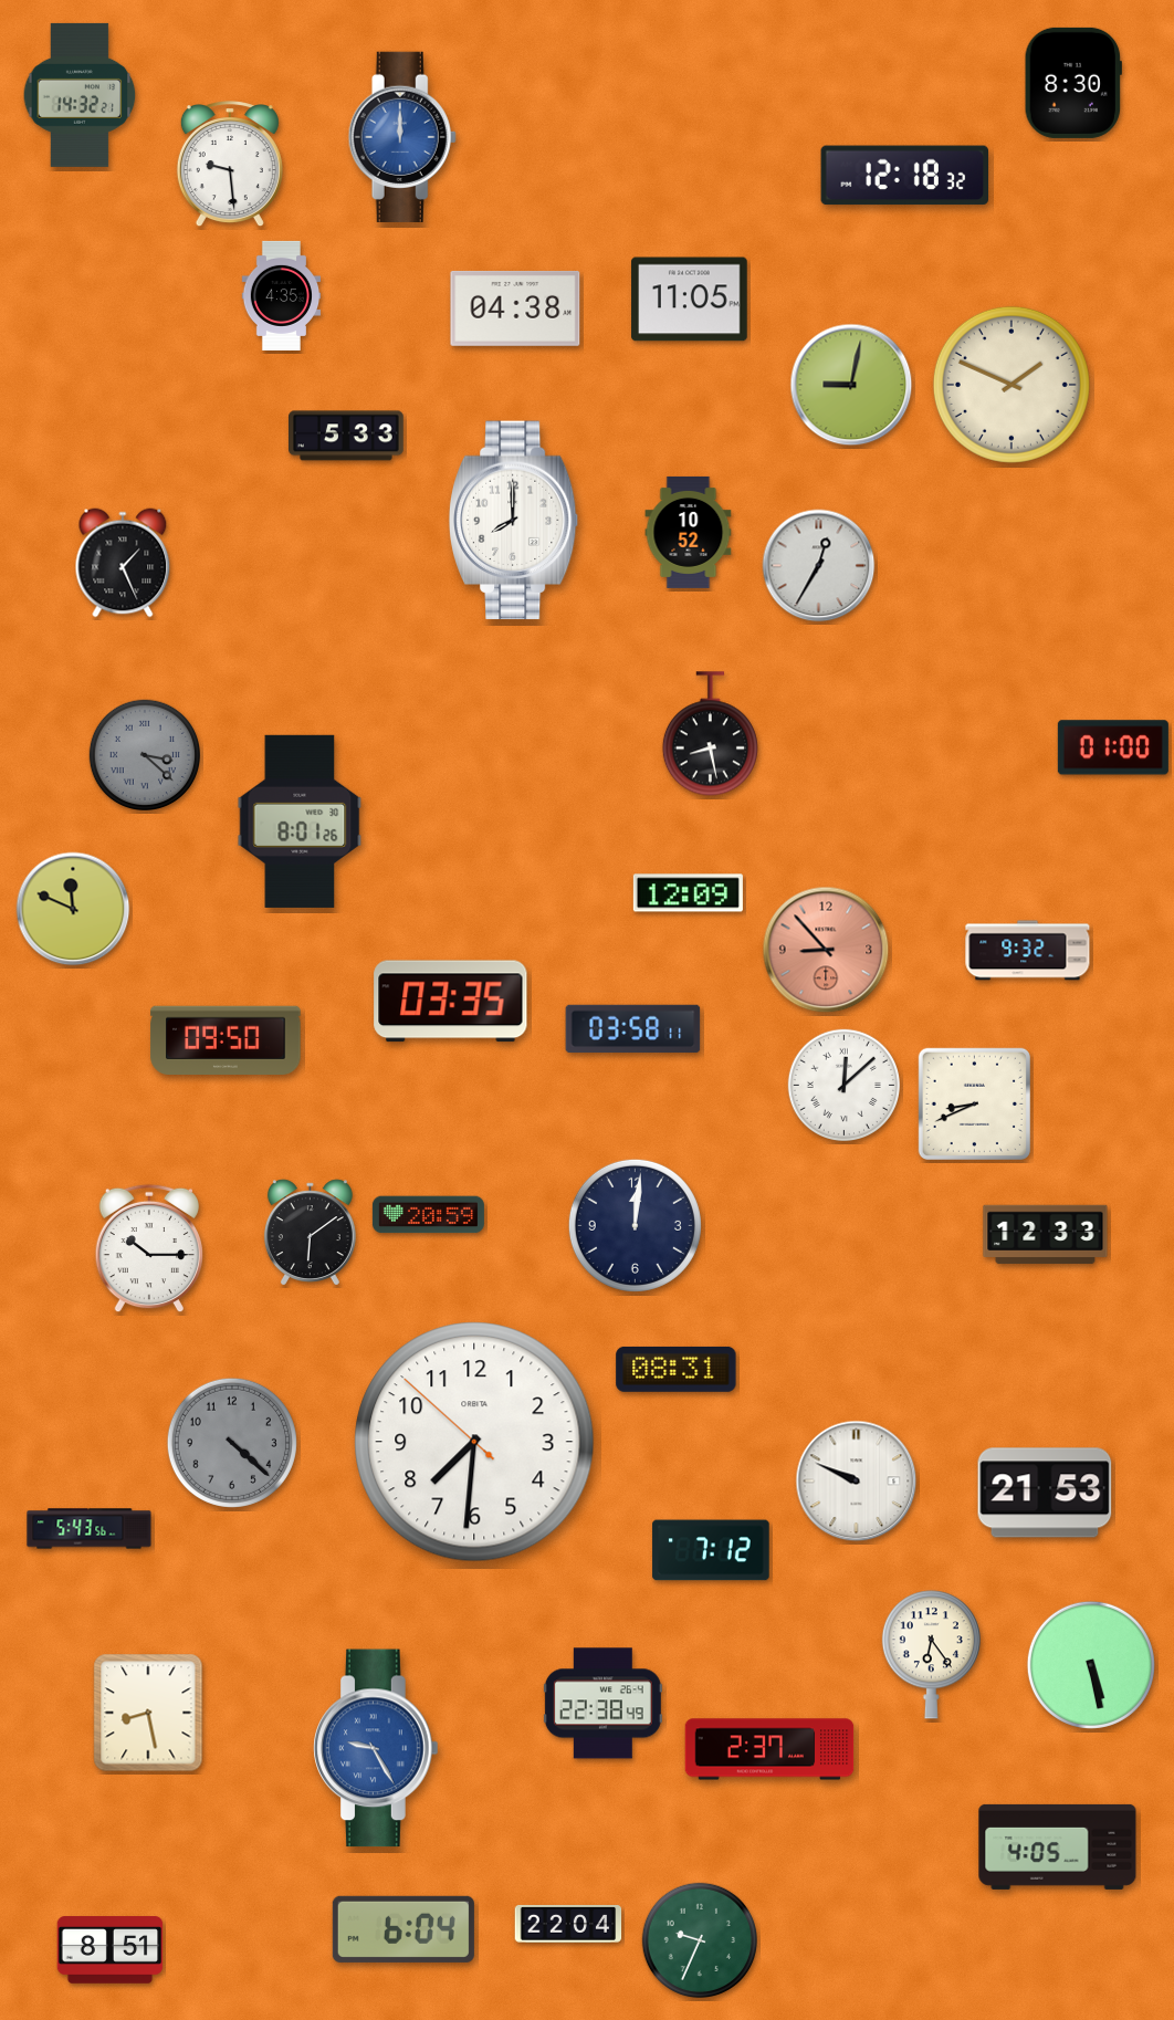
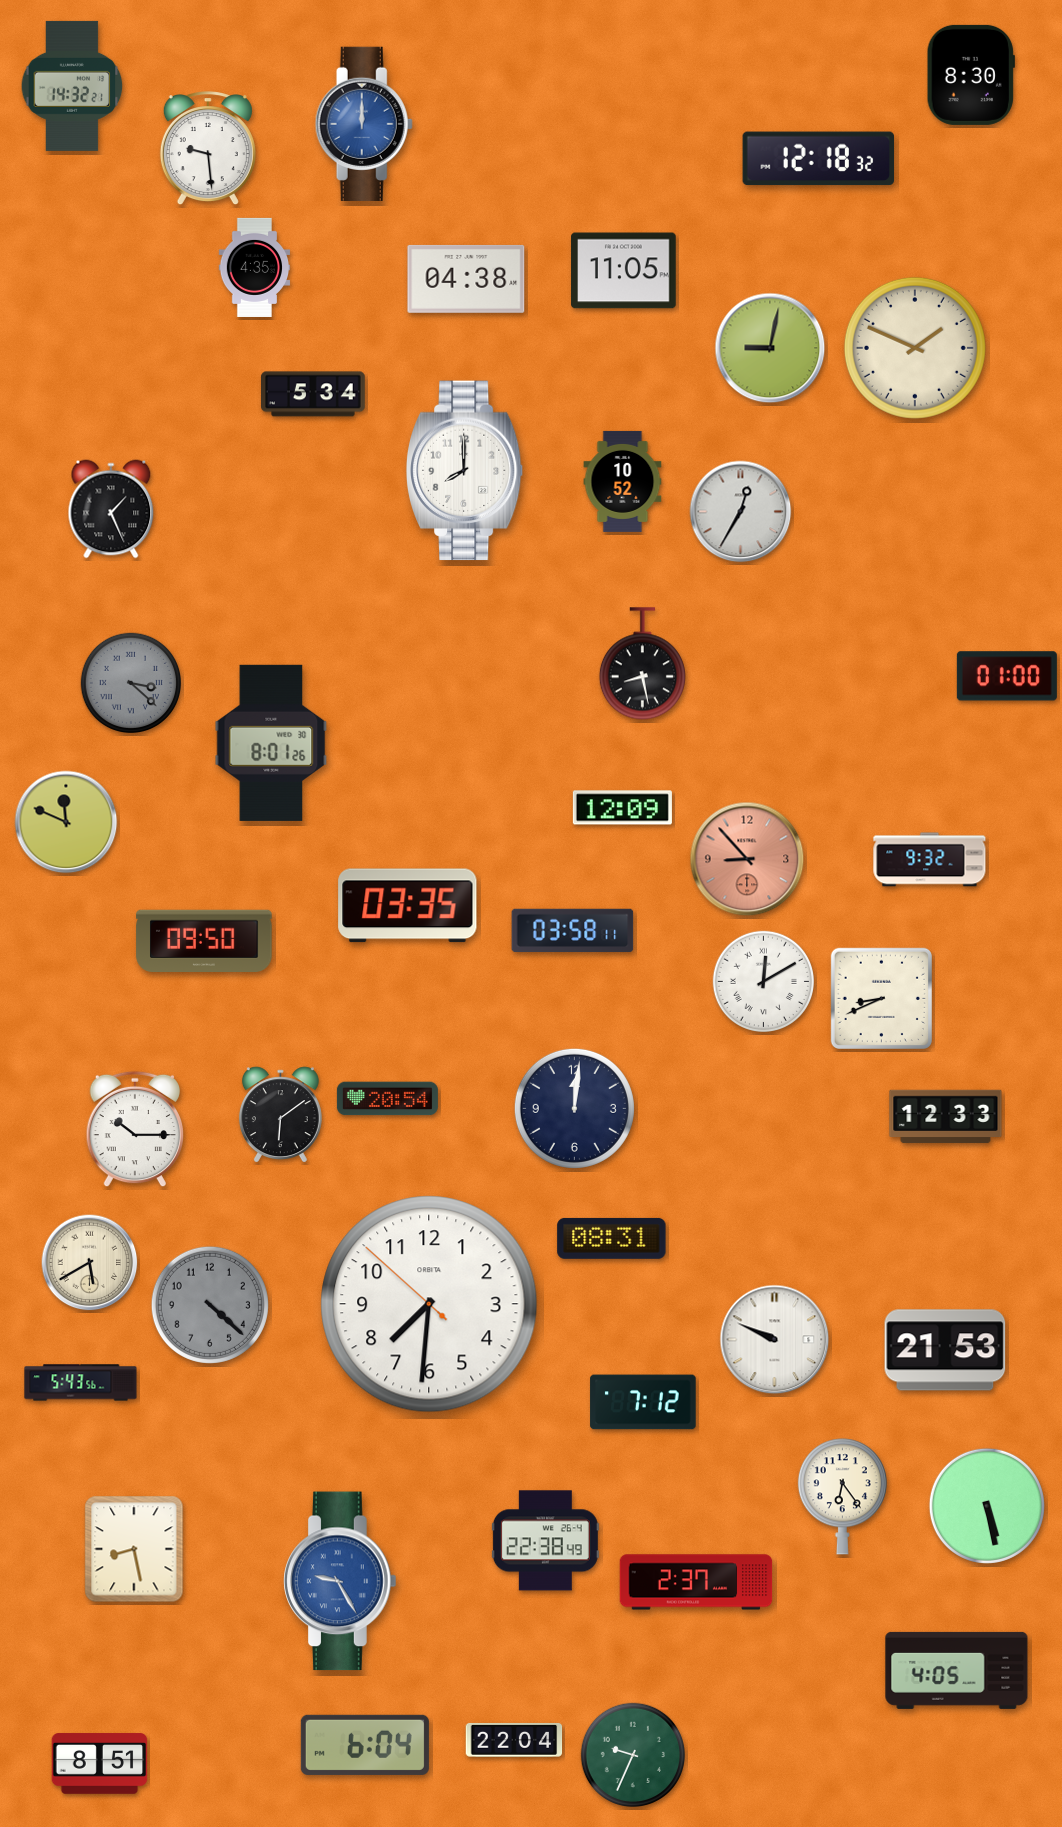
clock at (347, 436): 5:33 -> 5:34
clock at (843, 1085): 12:08 -> 12:10
clock at (428, 1215): 20:59 -> 20:54
clock at (90, 1263): none -> 5:40
